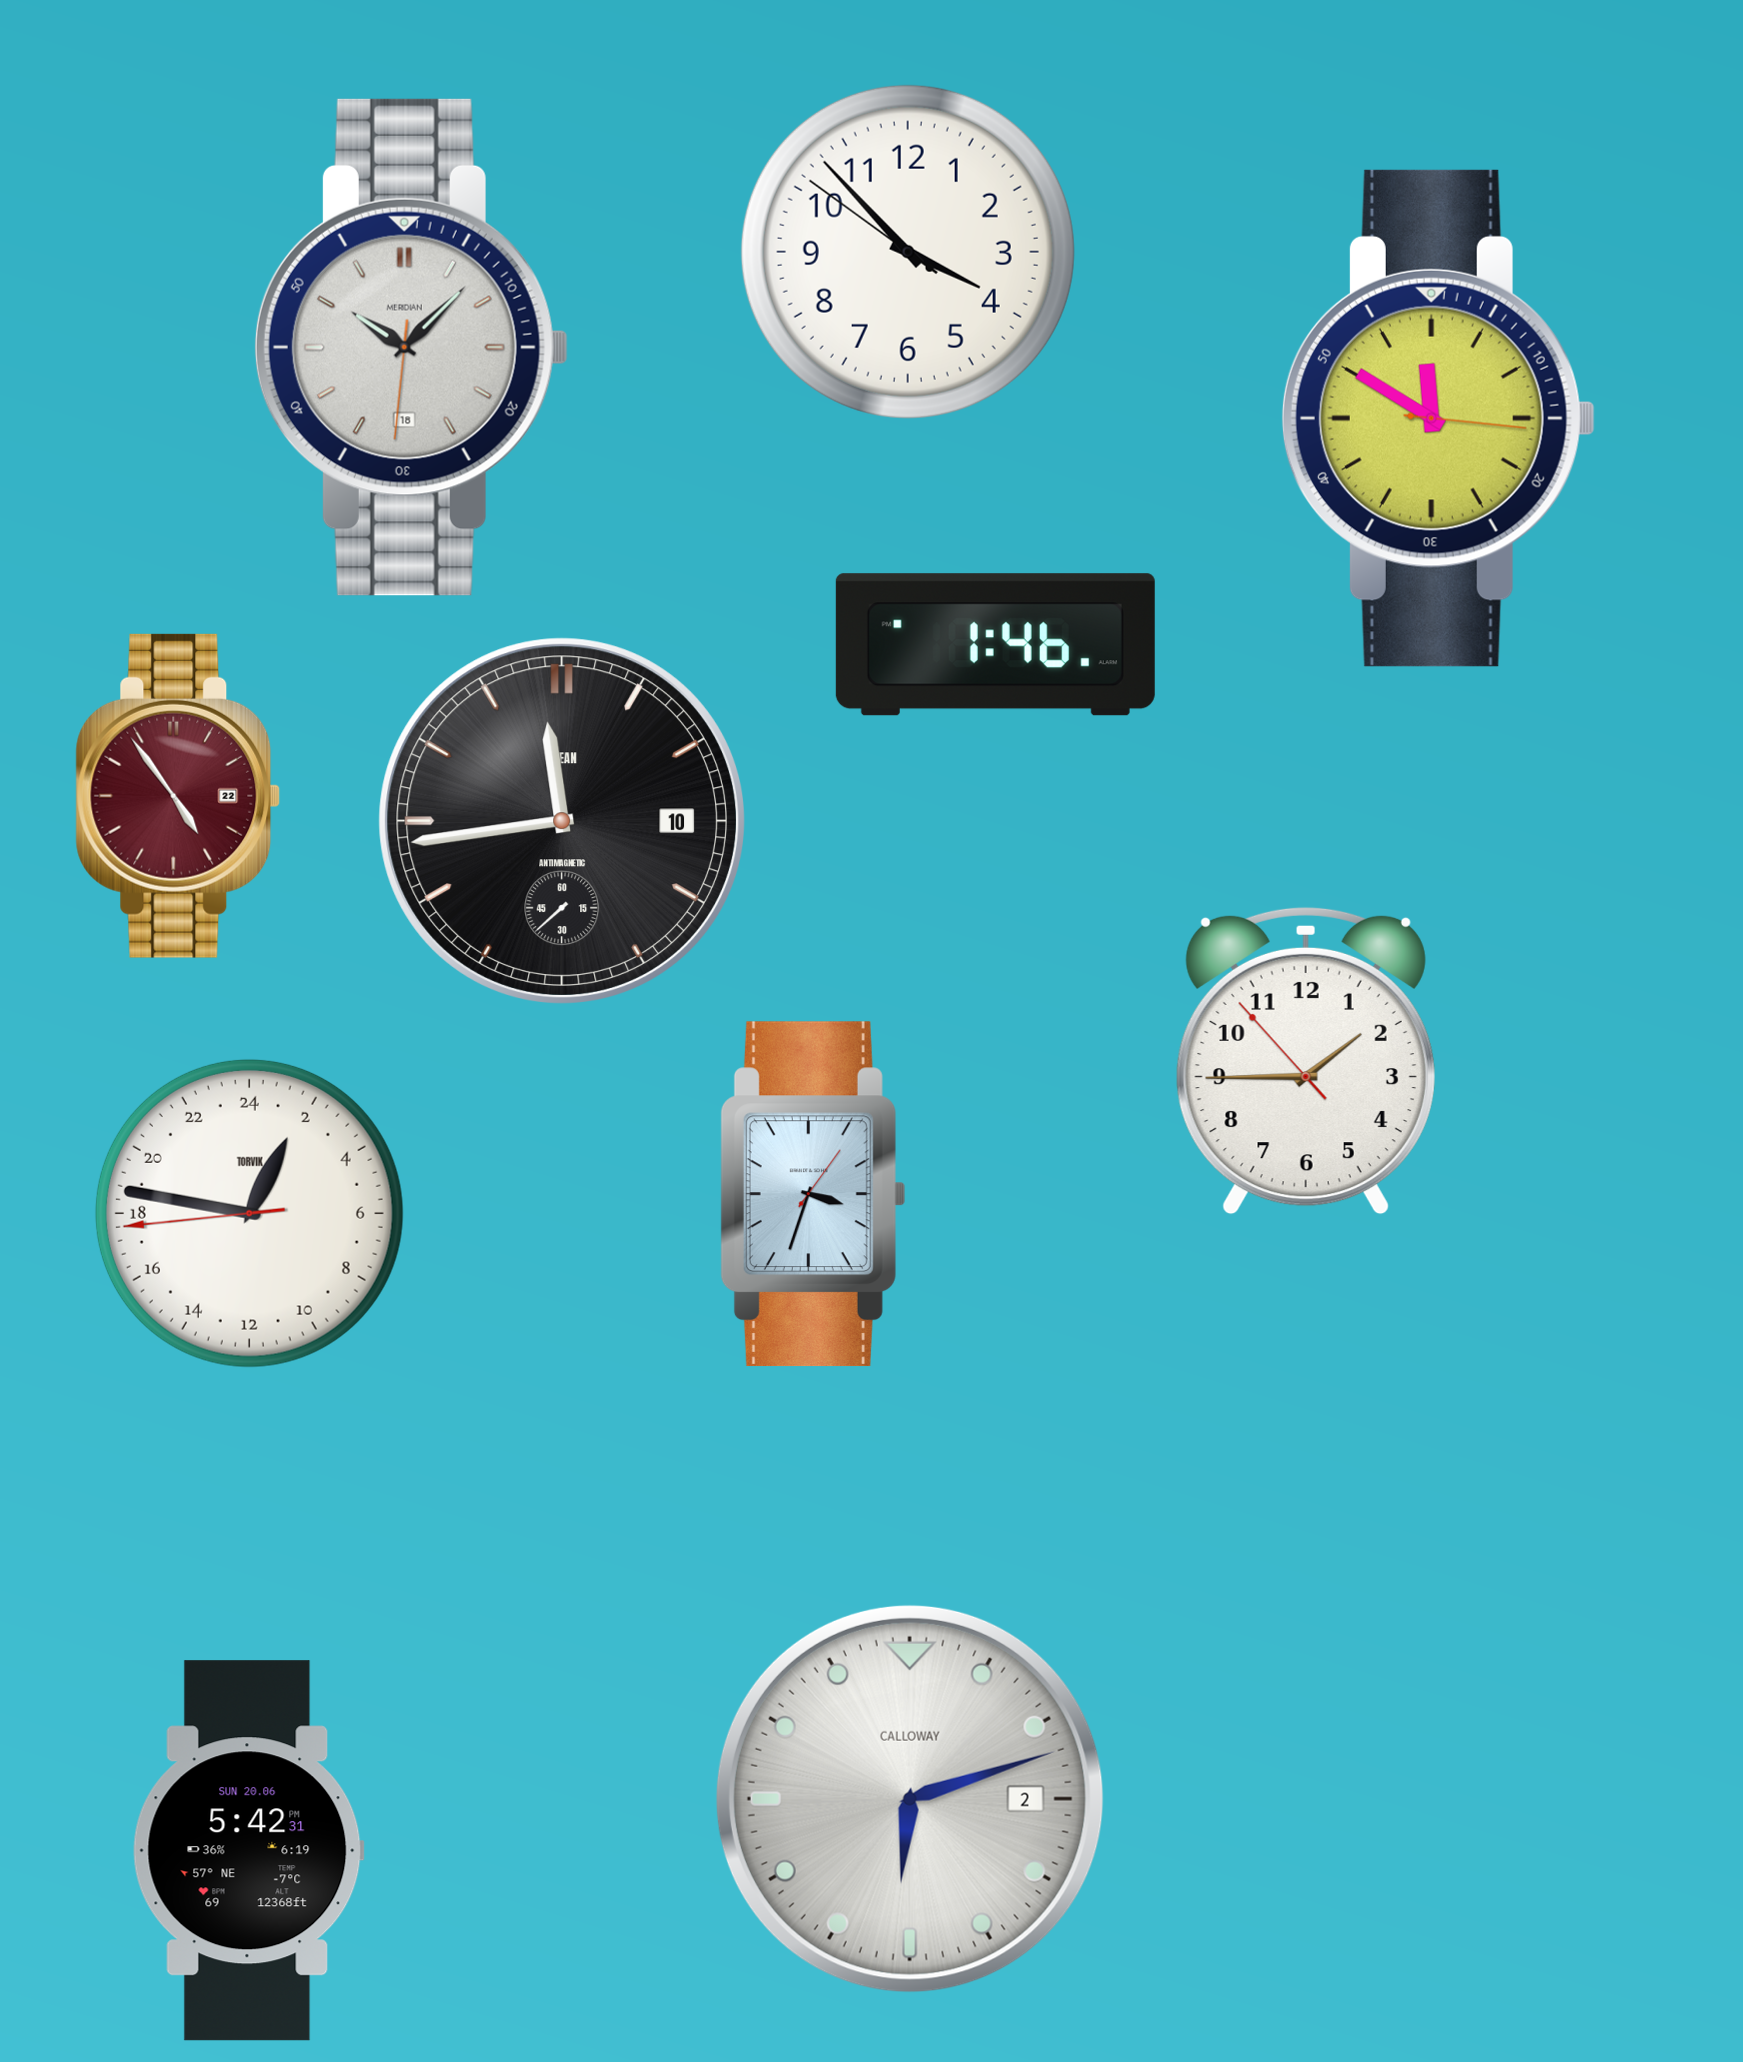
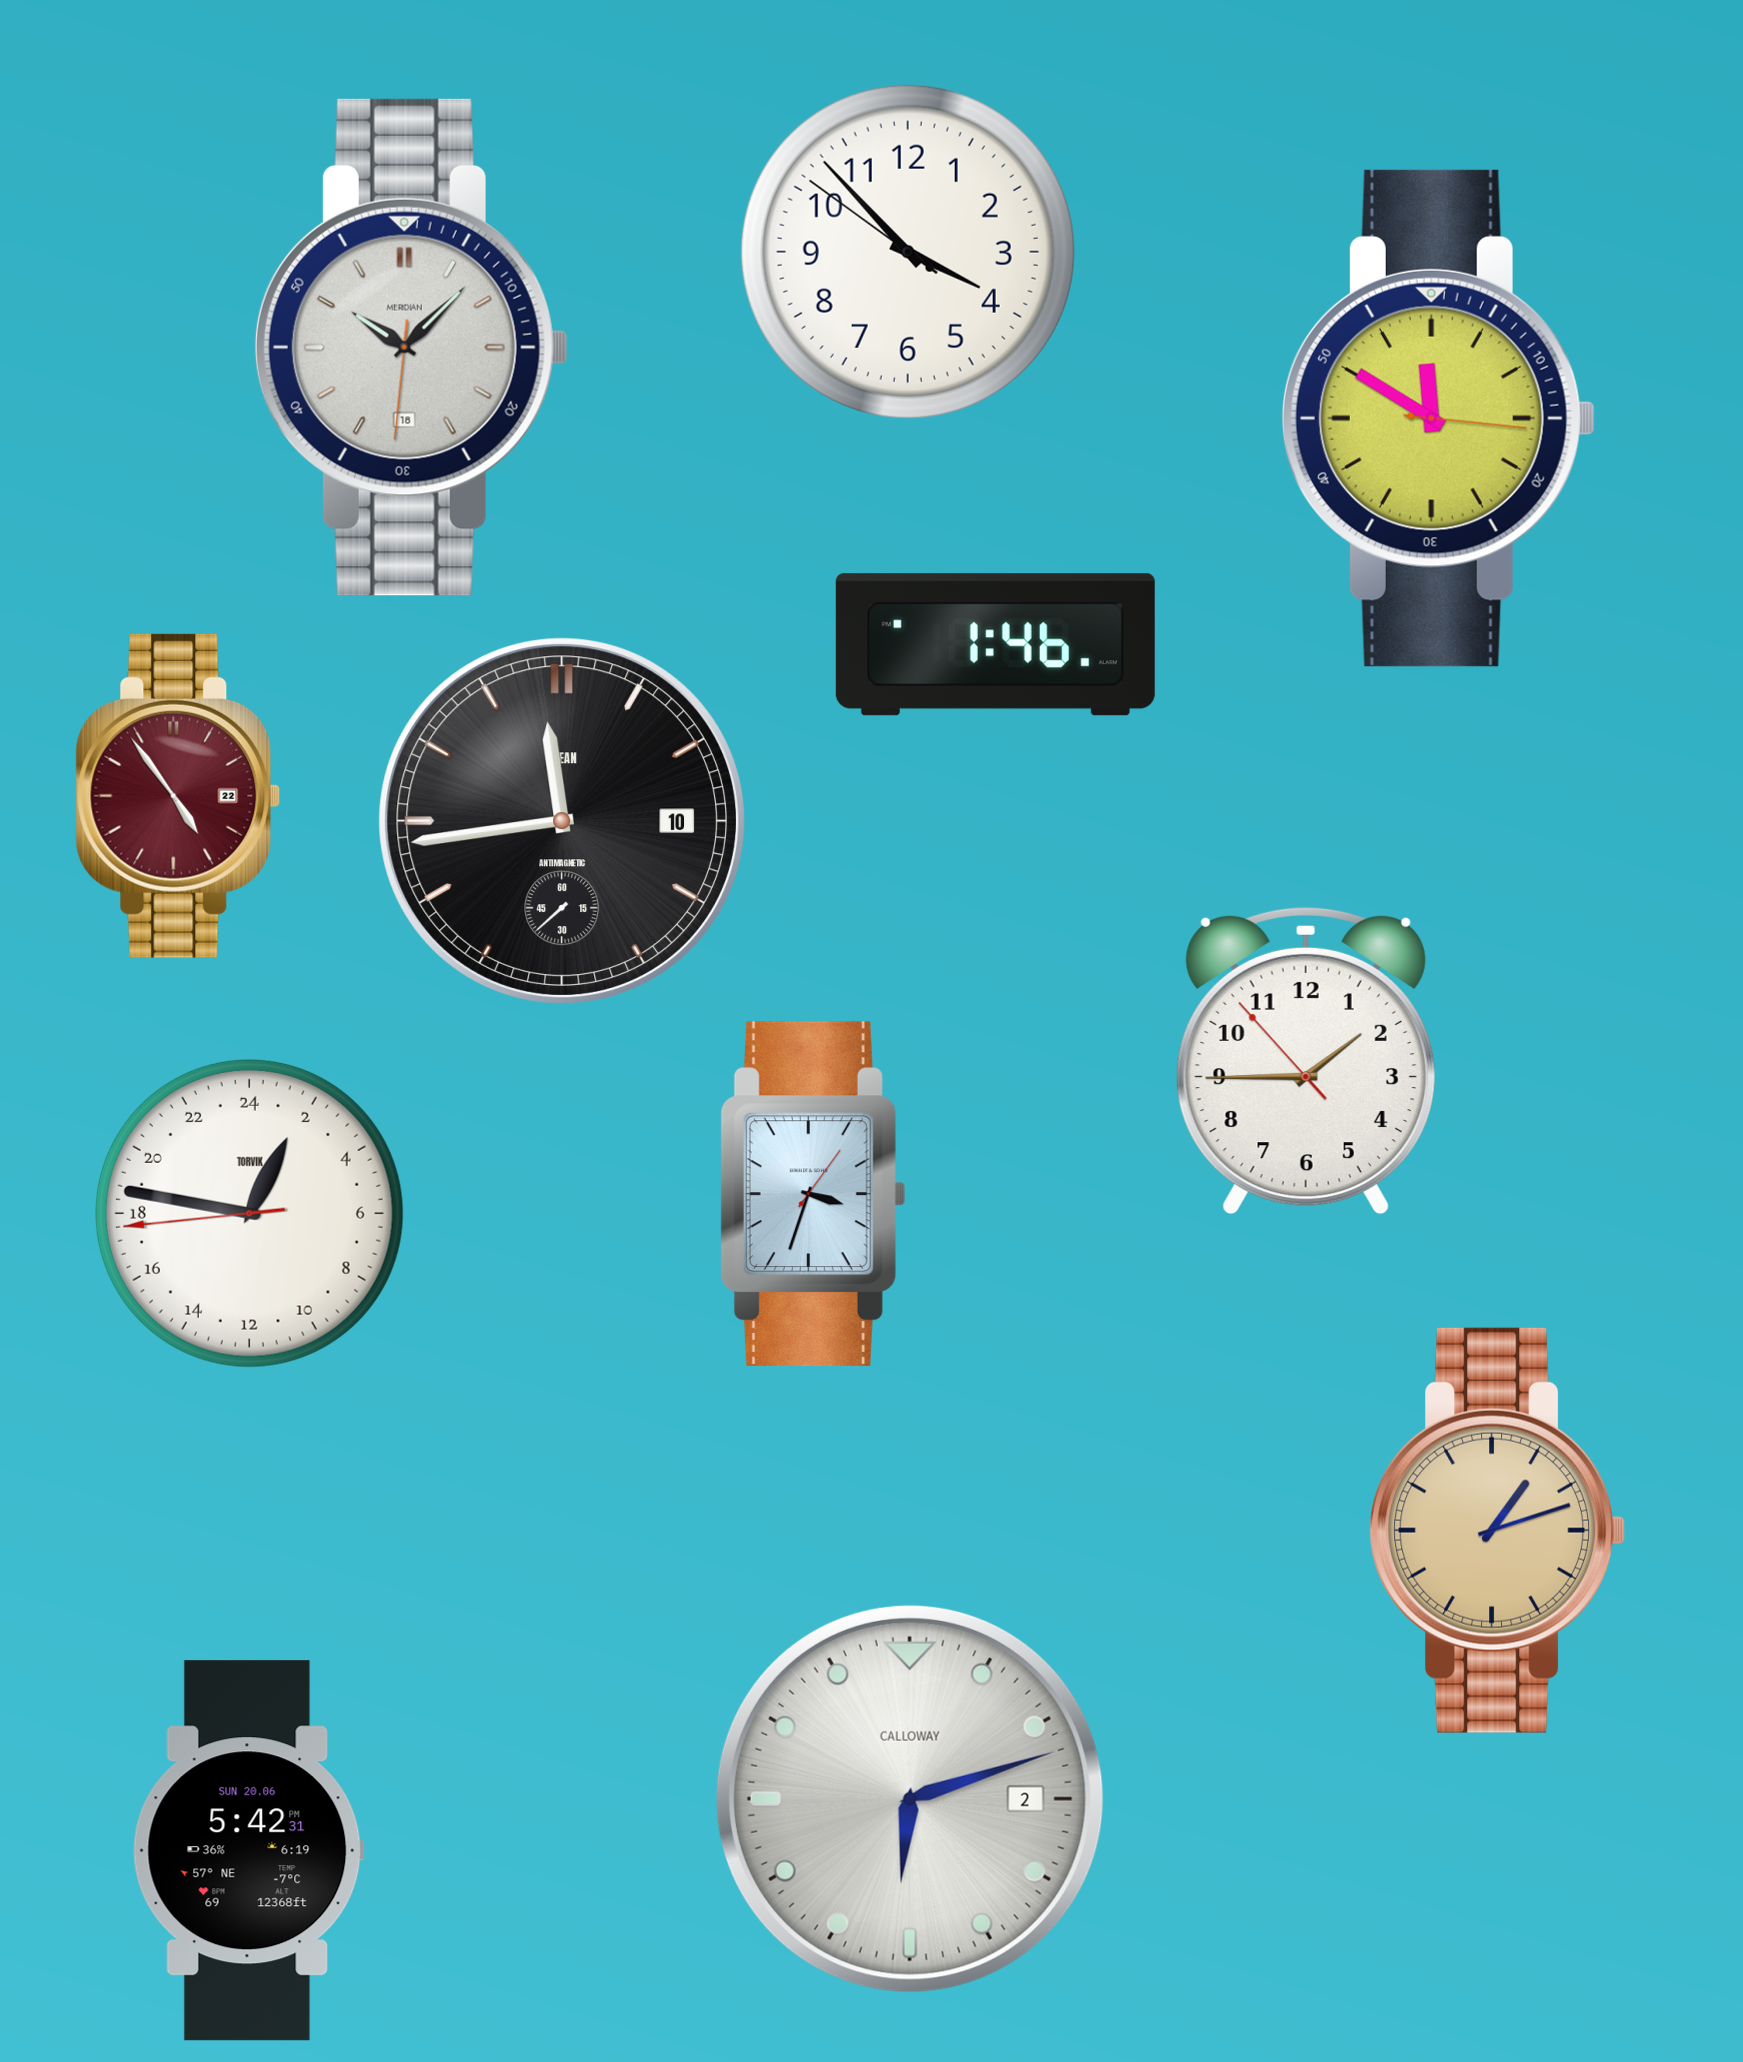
clock at (1498, 1530): none -> 1:12
